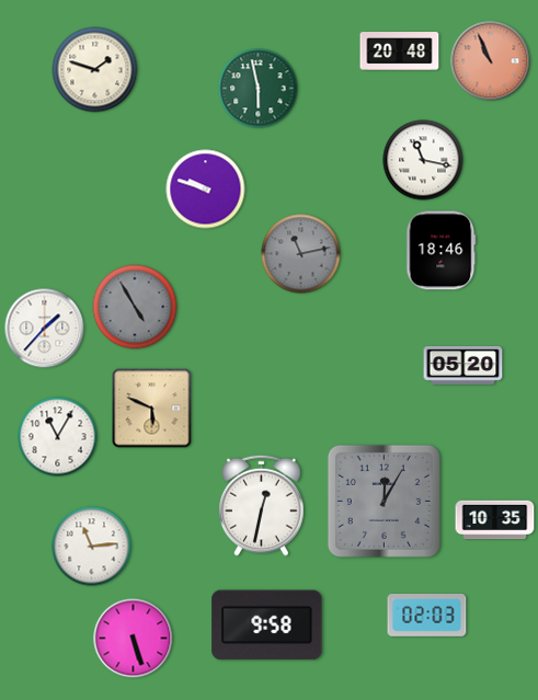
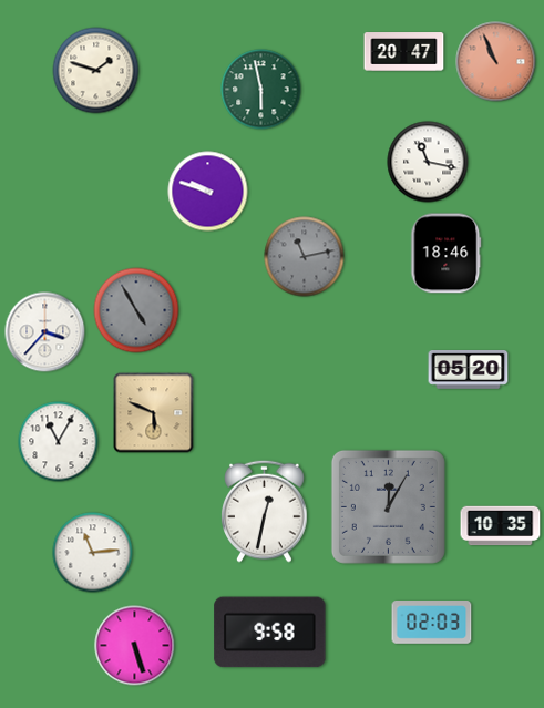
clock at (400, 51): 20:48 -> 20:47
clock at (45, 329): 1:37 -> 3:37
